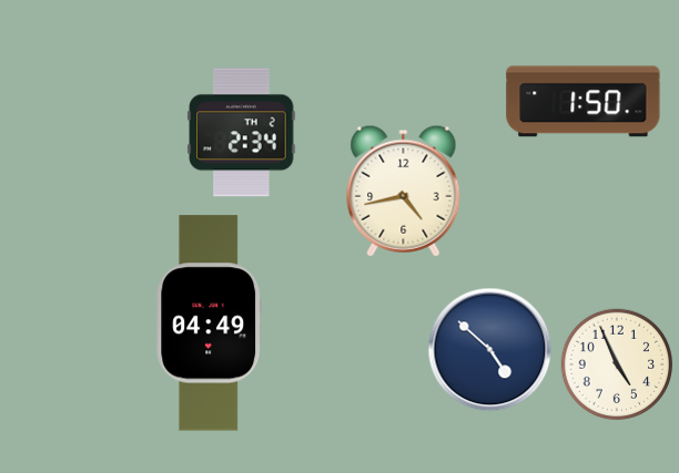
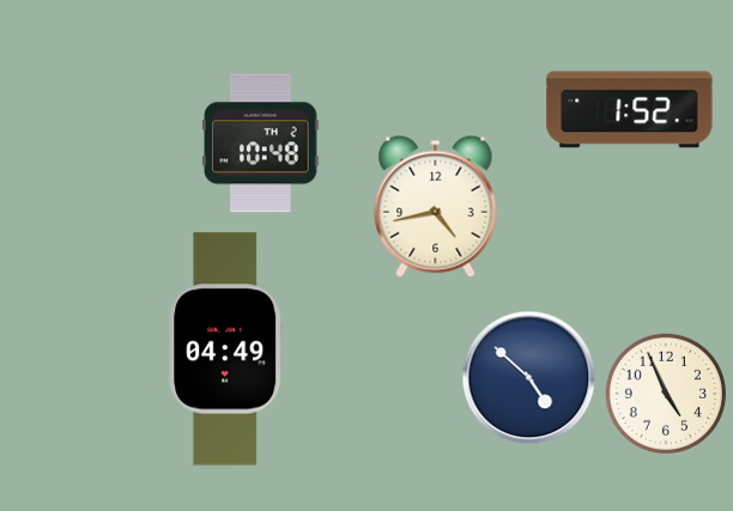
clock at (584, 102): 1:50 -> 1:52
clock at (242, 133): 2:34 -> 10:48
